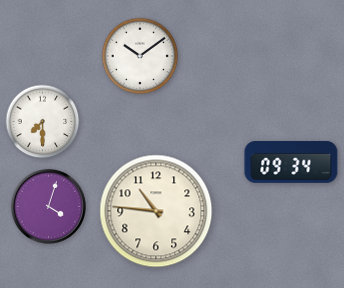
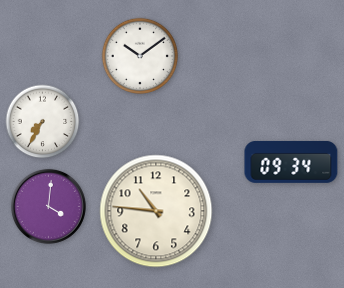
clock at (43, 122): 7:30 -> 7:35
clock at (48, 206): 4:03 -> 4:01
